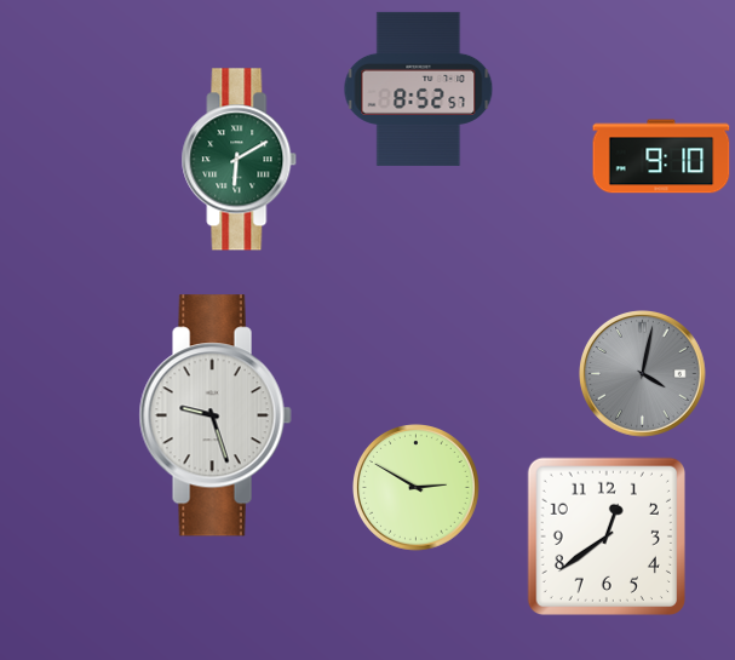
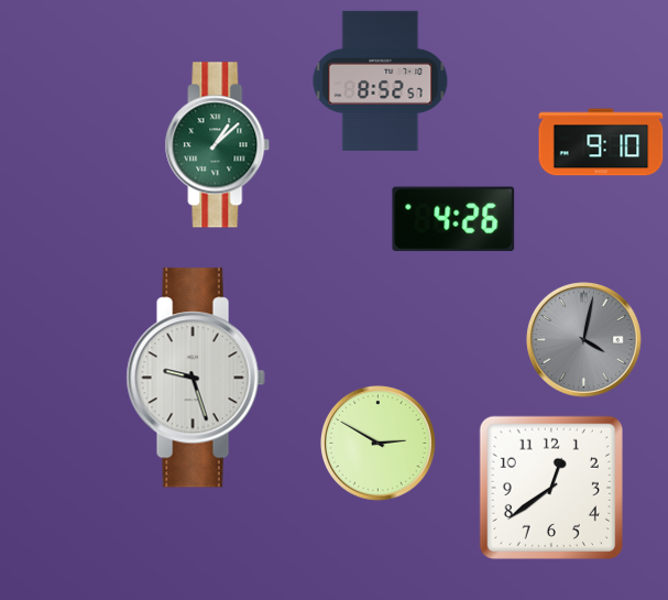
clock at (240, 160): 6:10 -> 1:08
clock at (453, 219): none -> 4:26
